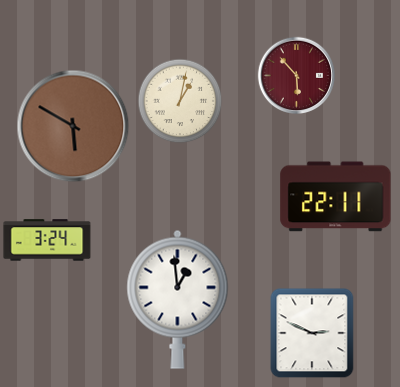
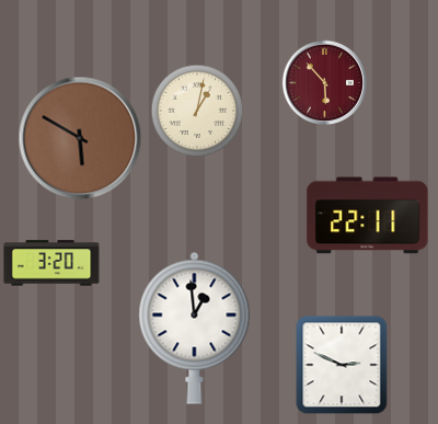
clock at (47, 240): 3:24 -> 3:20
